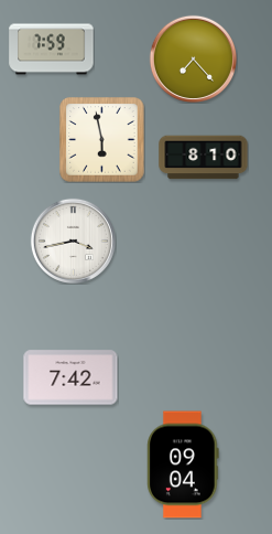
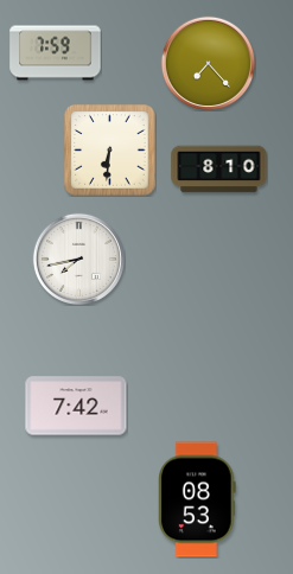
clock at (102, 140): 5:58 -> 6:31
clock at (73, 241): 3:43 -> 7:43
clock at (183, 464): 09:04 -> 08:53
